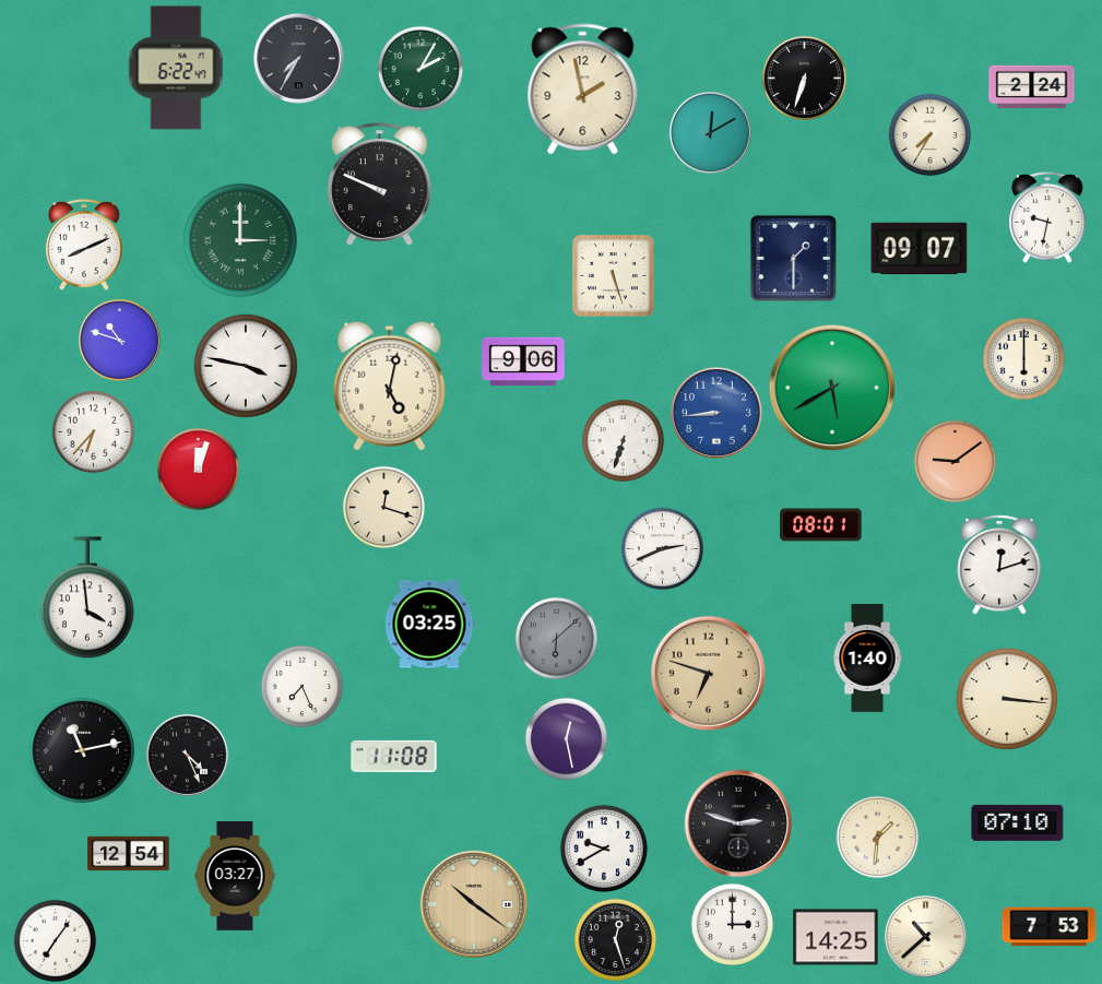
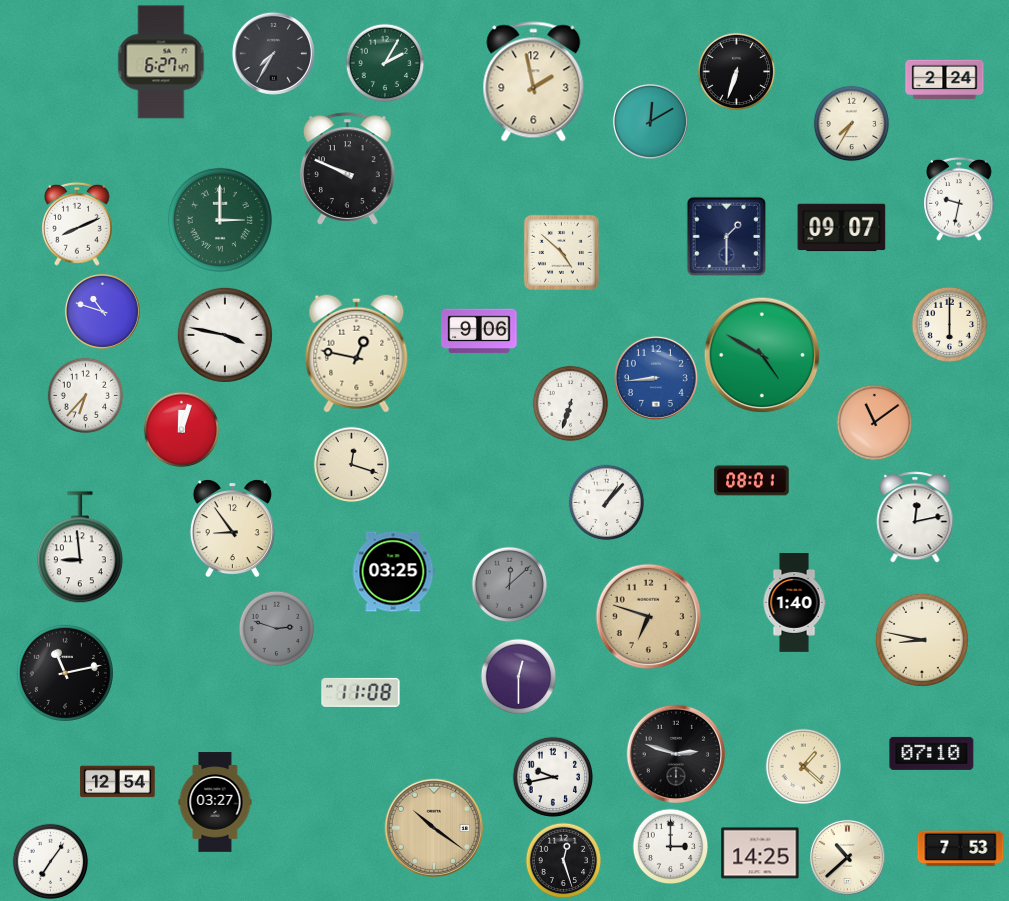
clock at (176, 68): 6:22 -> 6:27
clock at (613, 275): 5:27 -> 4:52
clock at (119, 340) position: (119, 340) -> (102, 311)
clock at (1024, 359) position: (1024, 359) -> (950, 325)
clock at (390, 386): 5:02 -> 12:47
clock at (832, 388): 5:40 -> 4:50
clock at (956, 462): 9:09 -> 11:09
clock at (663, 549): 2:41 -> 1:07
clock at (999, 565): 12:12 -> 12:13
clock at (232, 529): none -> 8:54
clock at (87, 598): 3:59 -> 8:59
clock at (557, 639): 6:08 -> 12:08
clock at (303, 687): 7:26 -> 2:48
clock at (303, 687) dial: white -> grey
clock at (1007, 699): 3:16 -> 8:47
clock at (567, 739): 12:28 -> 12:30
clock at (82, 750) position: (82, 750) -> (65, 673)
clock at (187, 755): 4:26 -> none
clock at (878, 838): 1:31 -> 1:22
clock at (604, 849): 9:40 -> 9:43
clock at (836, 937) position: (836, 937) -> (760, 853)
